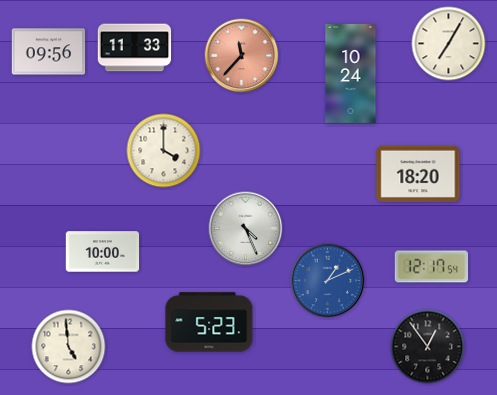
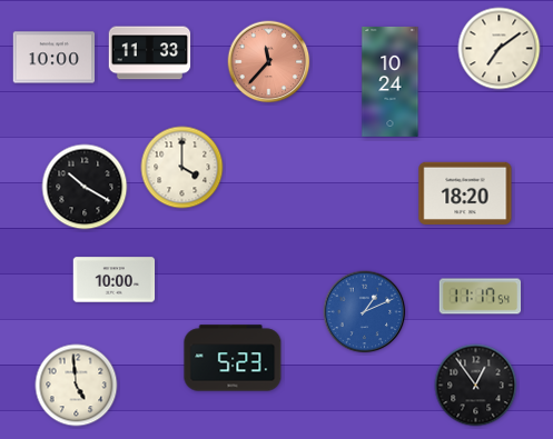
clock at (449, 44): 7:05 -> 7:09
clock at (49, 52): 09:56 -> 10:00
clock at (85, 187): none -> 10:20
clock at (246, 229): 4:26 -> none
clock at (432, 267): 12:17 -> 11:17
